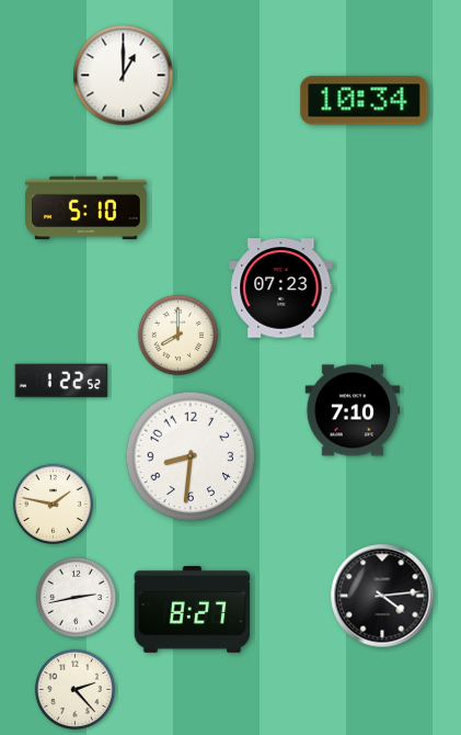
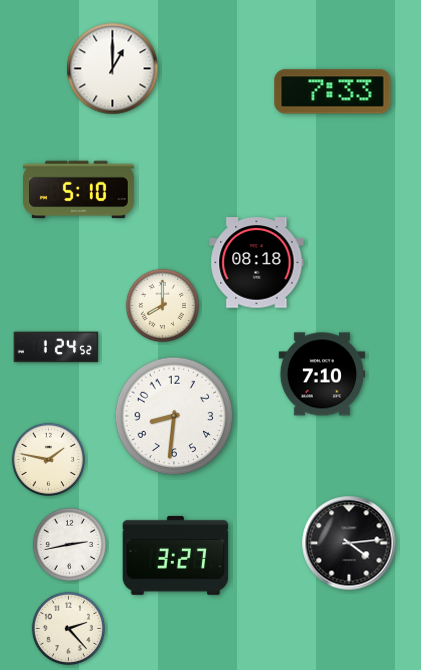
clock at (365, 101): 10:34 -> 7:33
clock at (281, 289): 07:23 -> 08:18
clock at (61, 381): 1:22 -> 1:24
clock at (193, 609): 8:27 -> 3:27
